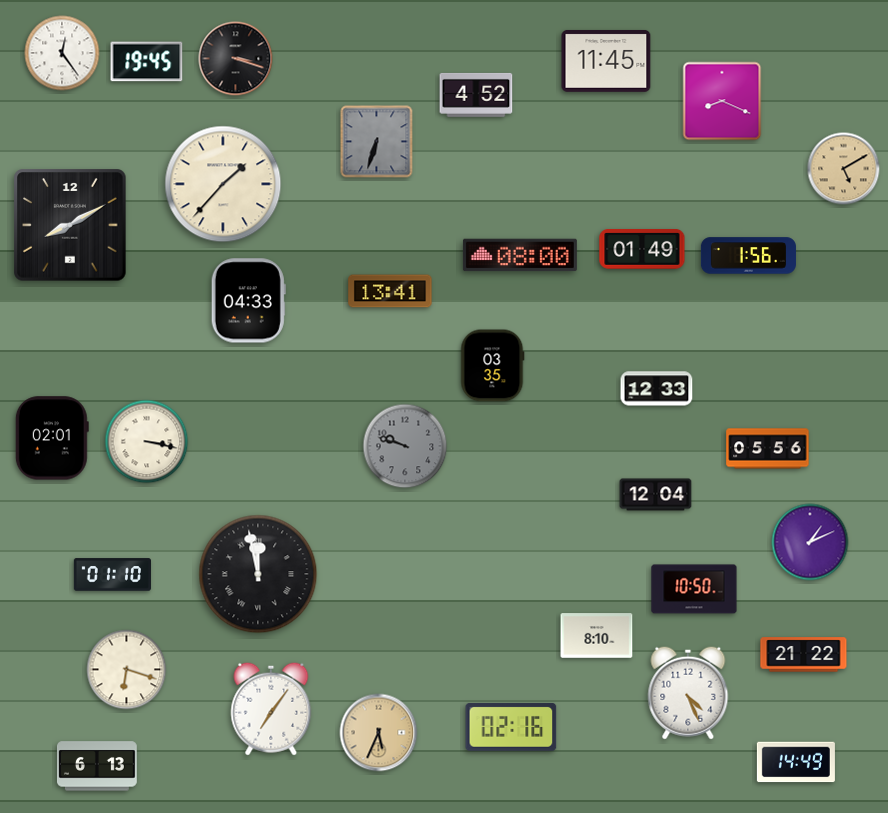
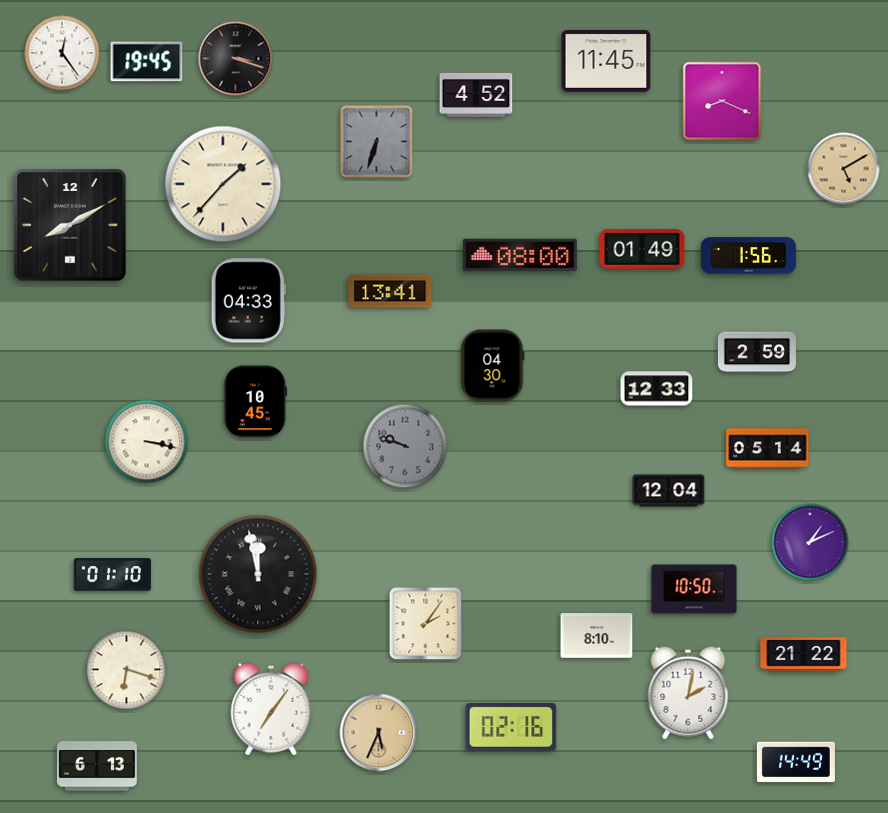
clock at (757, 352): none -> 2:59
clock at (493, 366): 03:35 -> 04:30
clock at (256, 402): none -> 10:45
clock at (52, 438): 02:01 -> none
clock at (768, 449): 05:56 -> 05:14
clock at (656, 495) position: (656, 495) -> (669, 491)
clock at (426, 624): none -> 2:06
clock at (688, 693): 4:26 -> 2:02
